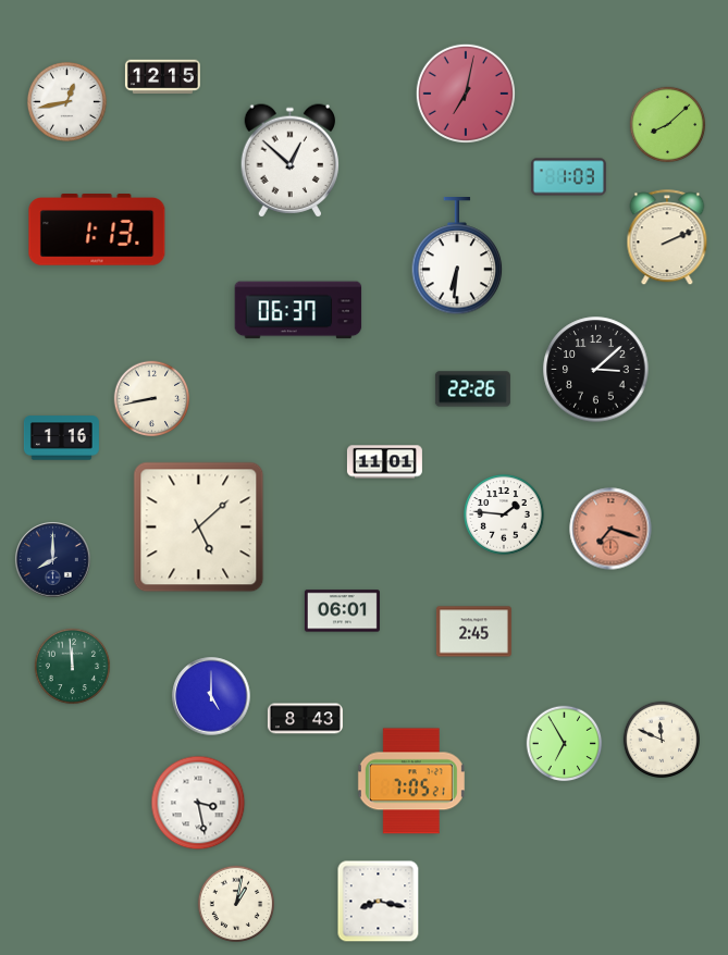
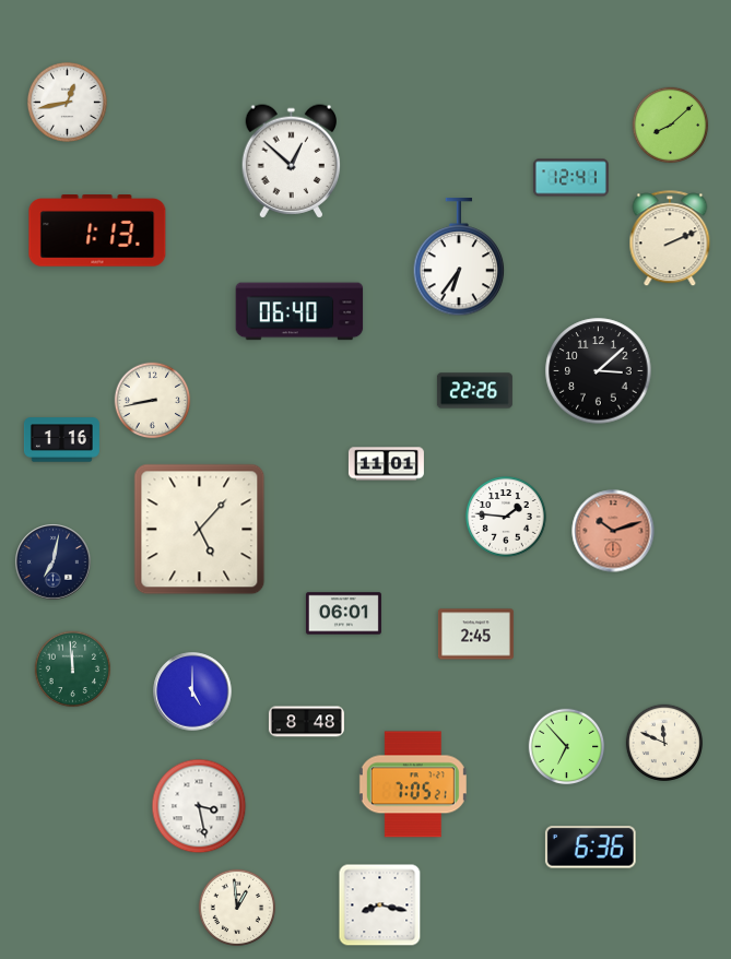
clock at (162, 77): 12:15 -> none
clock at (466, 94): 7:02 -> none
clock at (568, 177): 1:03 -> 12:41
clock at (457, 257): 6:31 -> 6:36
clock at (298, 310): 06:37 -> 06:40
clock at (199, 528): 5:08 -> 5:07
clock at (610, 529): 7:18 -> 10:12
clock at (53, 560): 8:00 -> 7:02
clock at (211, 696) position: (211, 696) -> (192, 691)
clock at (305, 719): 8:43 -> 8:48
clock at (565, 744): 6:55 -> 6:53
clock at (590, 848): none -> 6:36
clock at (235, 903): 1:02 -> 12:59
